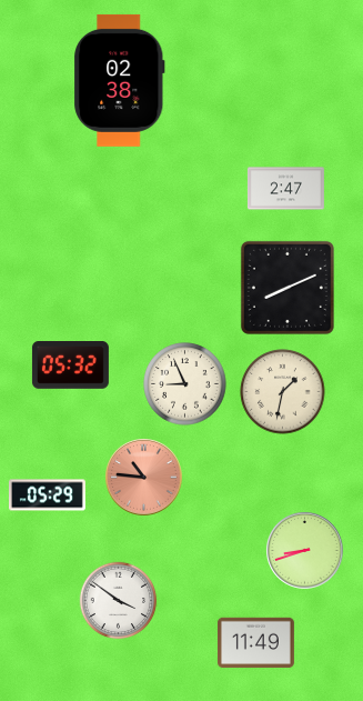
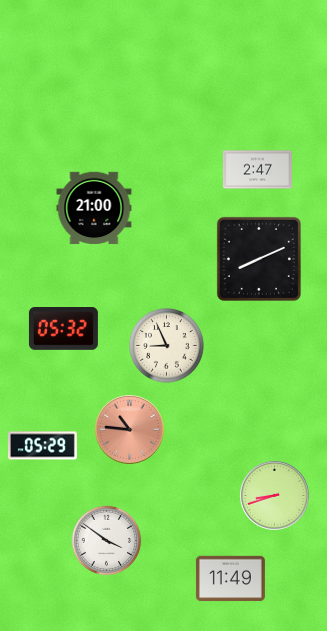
clock at (120, 80): 02:38 -> none
clock at (94, 208): none -> 21:00
clock at (283, 392): 1:32 -> none
